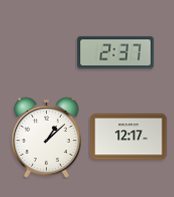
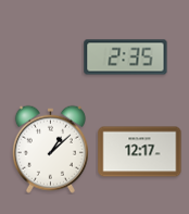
clock at (116, 53): 2:37 -> 2:35
clock at (129, 137) position: (129, 137) -> (140, 152)
